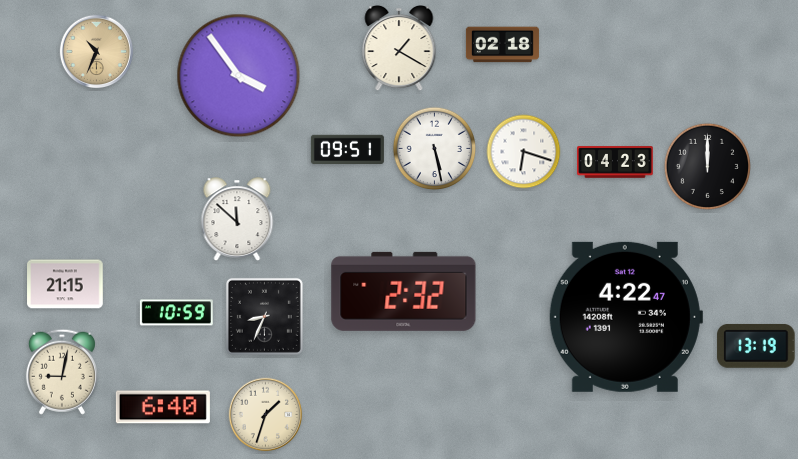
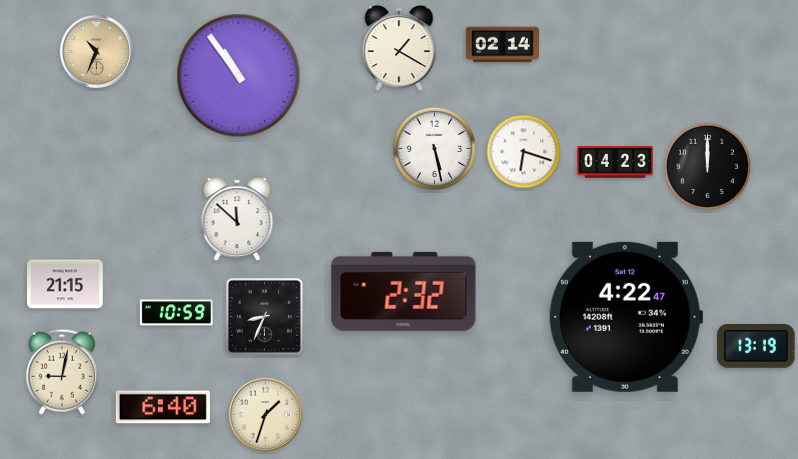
clock at (502, 45): 02:18 -> 02:14
clock at (239, 76): 3:54 -> 10:54
clock at (347, 149): 09:51 -> none
